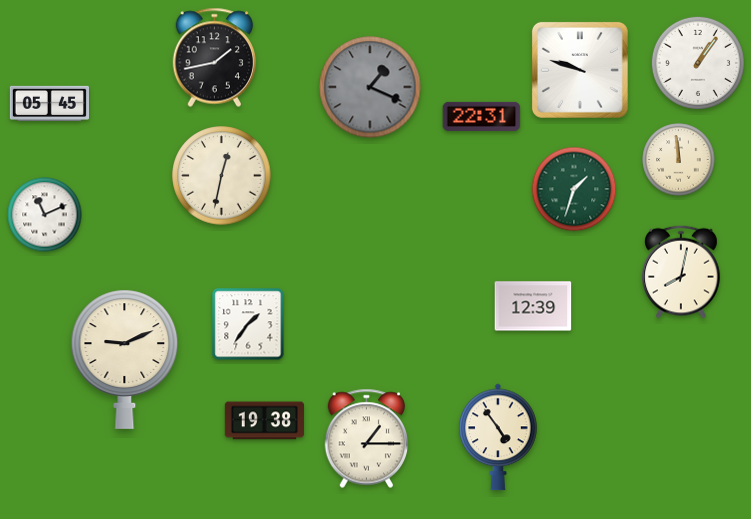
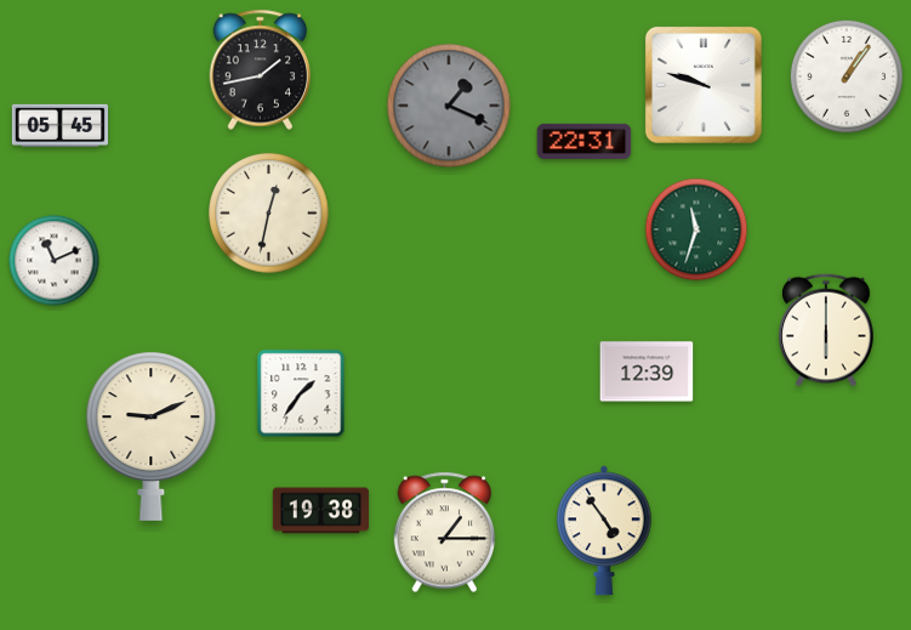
clock at (679, 160): 11:59 -> none
clock at (574, 189): 1:33 -> 11:33
clock at (682, 272): 8:02 -> 6:00
